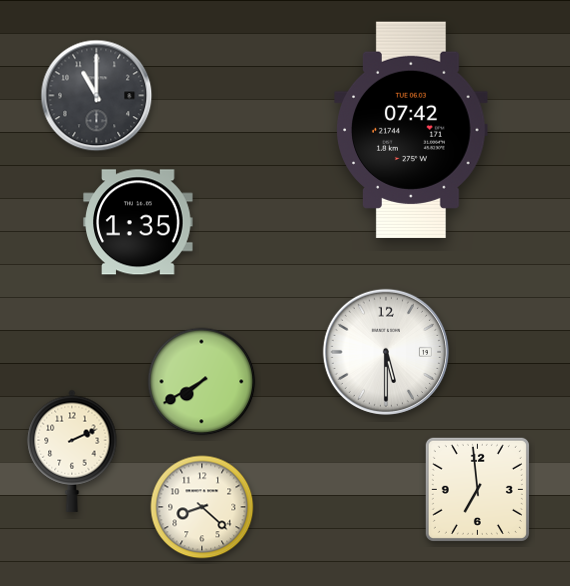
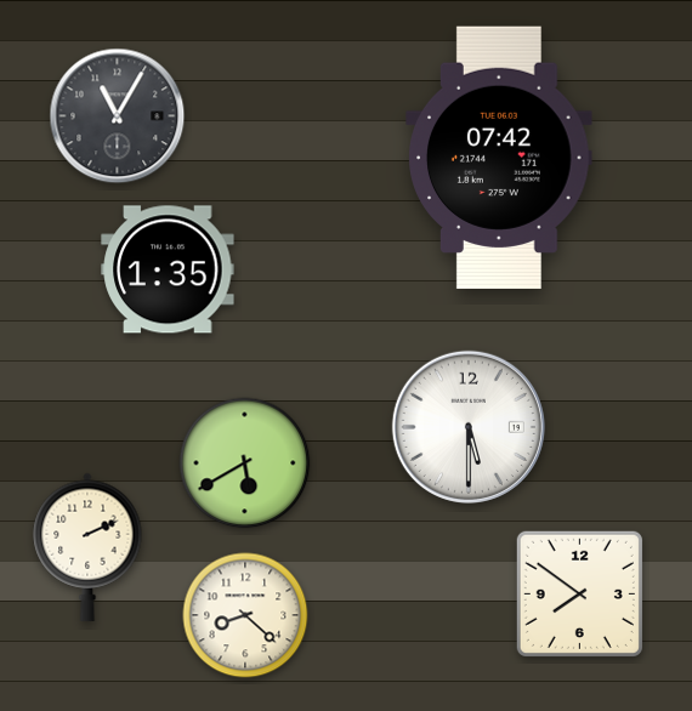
clock at (97, 96): 11:00 -> 11:05
clock at (202, 382): 7:40 -> 5:40
clock at (477, 489): 6:59 -> 7:51
